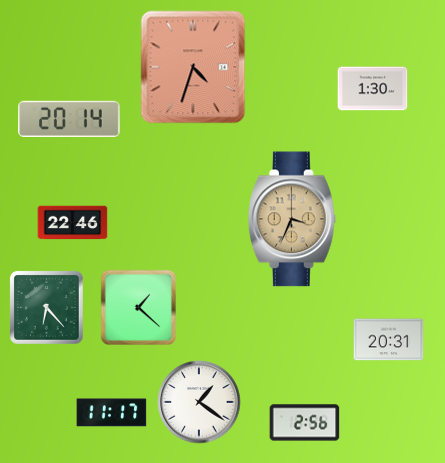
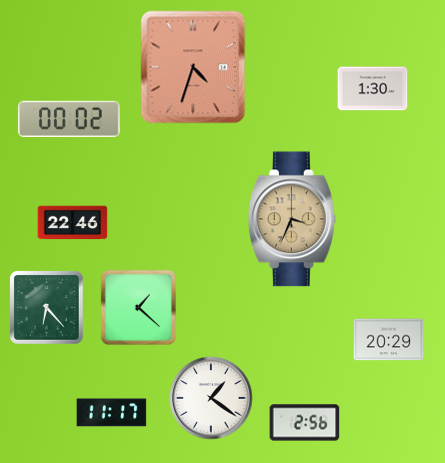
clock at (69, 118): 20:14 -> 00:02
clock at (389, 340): 20:31 -> 20:29
clock at (199, 402) position: (199, 402) -> (211, 398)
